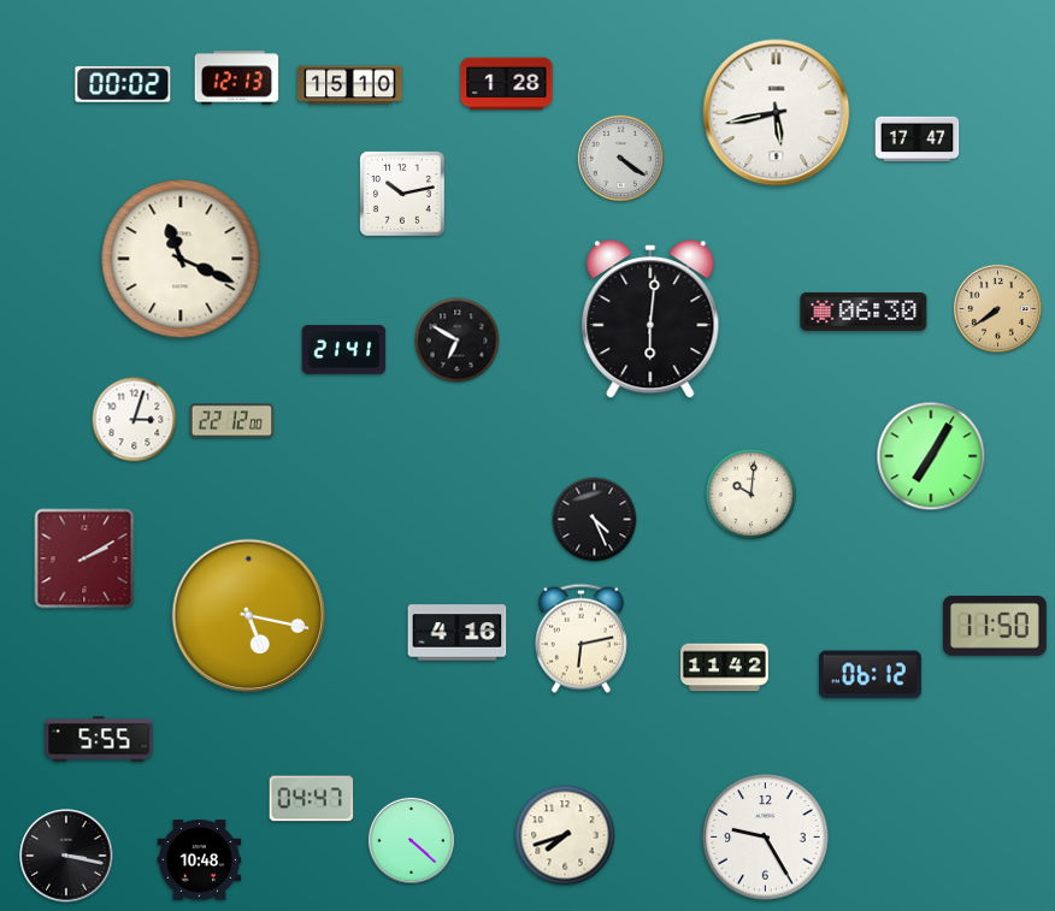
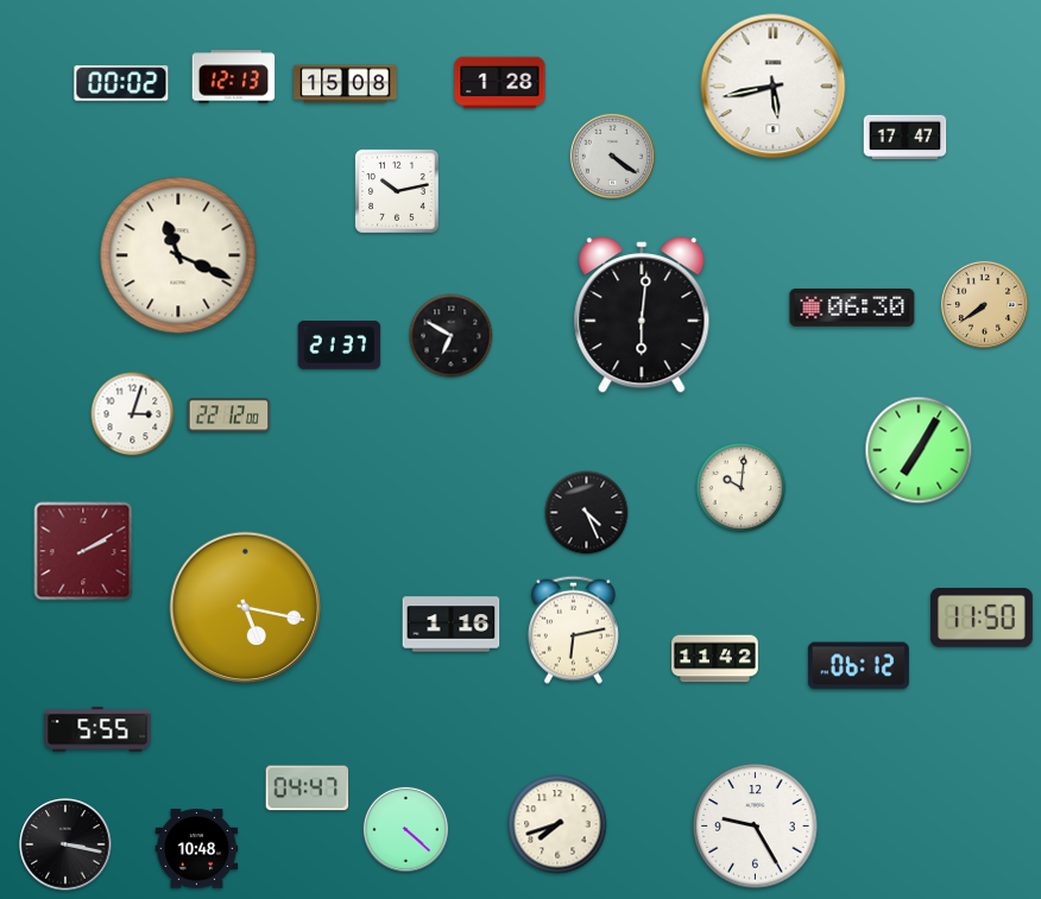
clock at (350, 85): 15:10 -> 15:08
clock at (777, 113) position: (777, 113) -> (774, 87)
clock at (344, 350): 21:41 -> 21:37
clock at (458, 633): 4:16 -> 1:16
